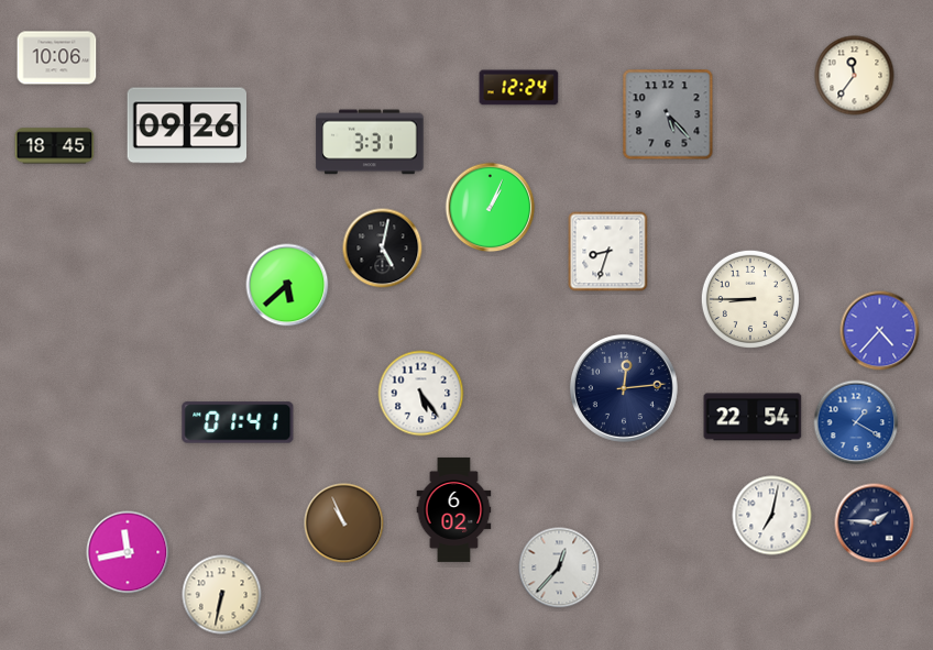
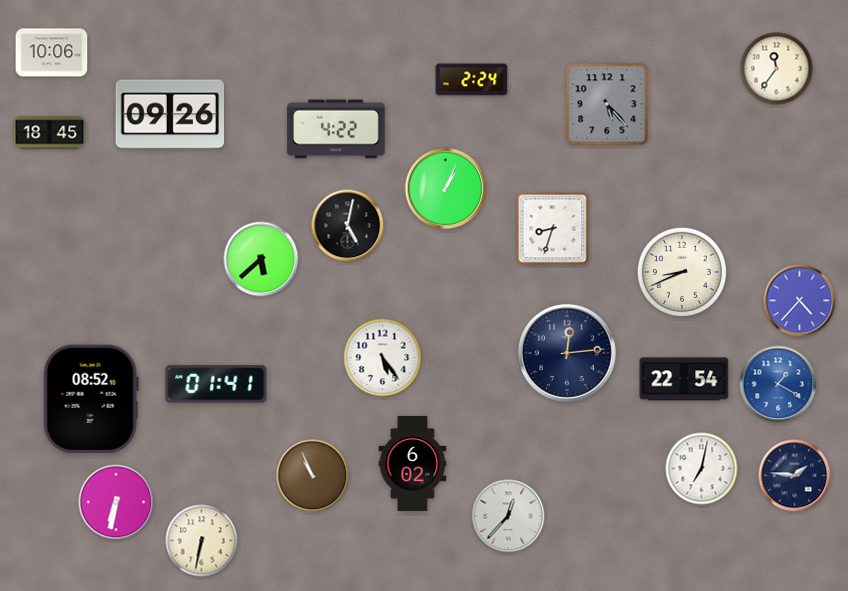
clock at (519, 88): 12:24 -> 2:24
clock at (370, 142): 3:31 -> 4:22
clock at (750, 299): 8:45 -> 8:41
clock at (91, 398): none -> 08:52
clock at (128, 552): 11:43 -> 6:32
